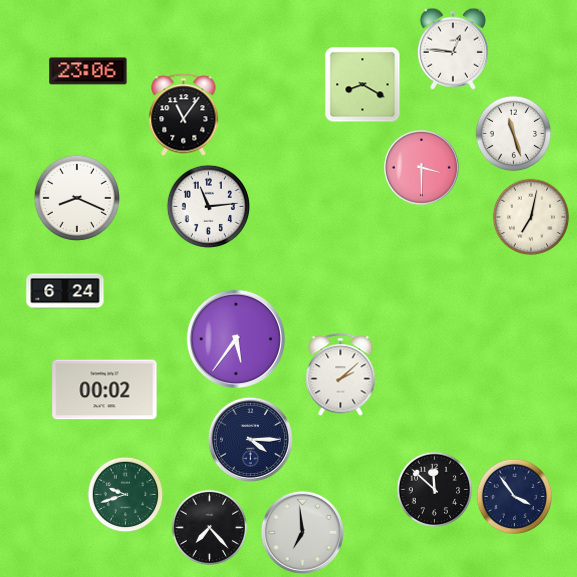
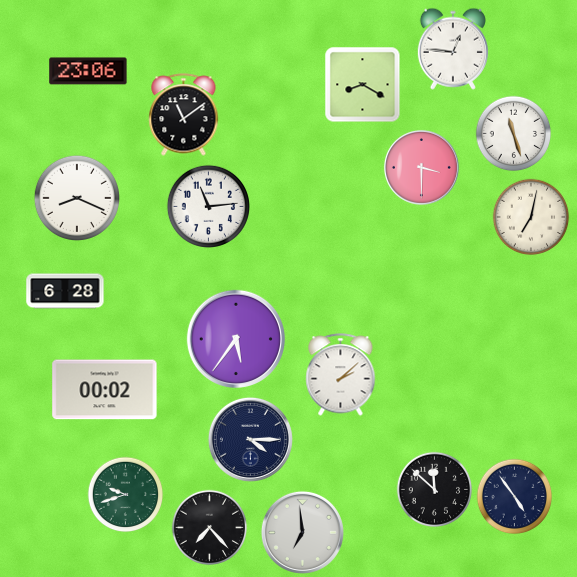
clock at (184, 115): 11:06 -> 11:09
clock at (65, 291): 6:24 -> 6:28
clock at (515, 497): 3:54 -> 4:54
